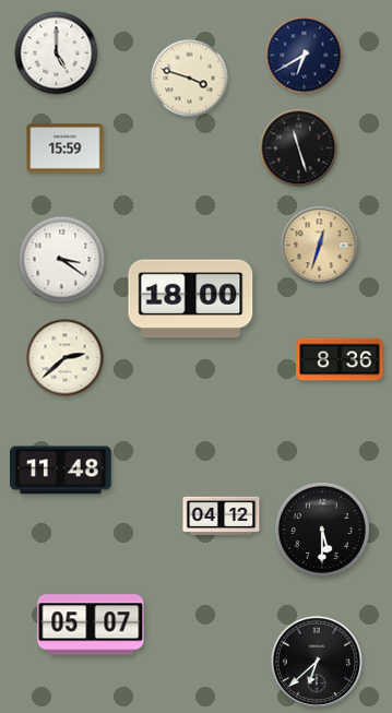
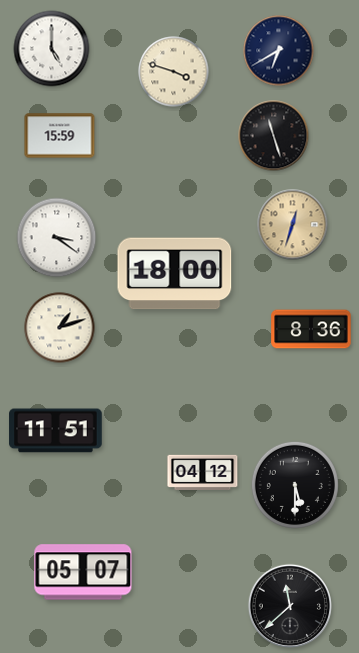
clock at (66, 358): 2:38 -> 1:12
clock at (61, 471): 11:48 -> 11:51
clock at (317, 662): 6:38 -> 11:38
